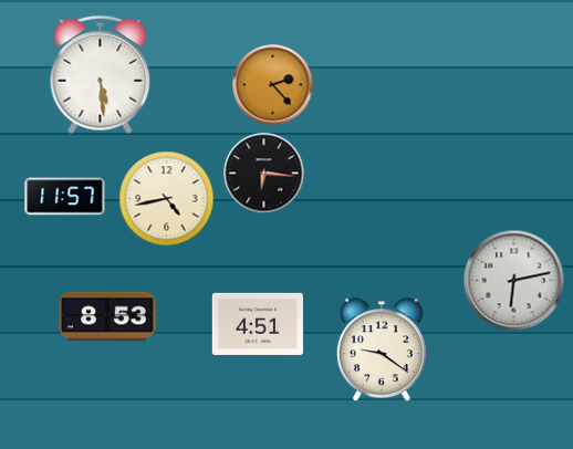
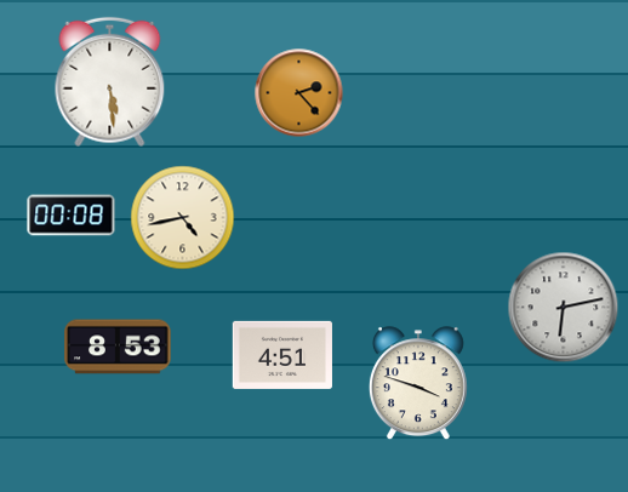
clock at (264, 174): 6:16 -> none
clock at (65, 197): 11:57 -> 00:08
clock at (382, 351): 9:21 -> 3:48
